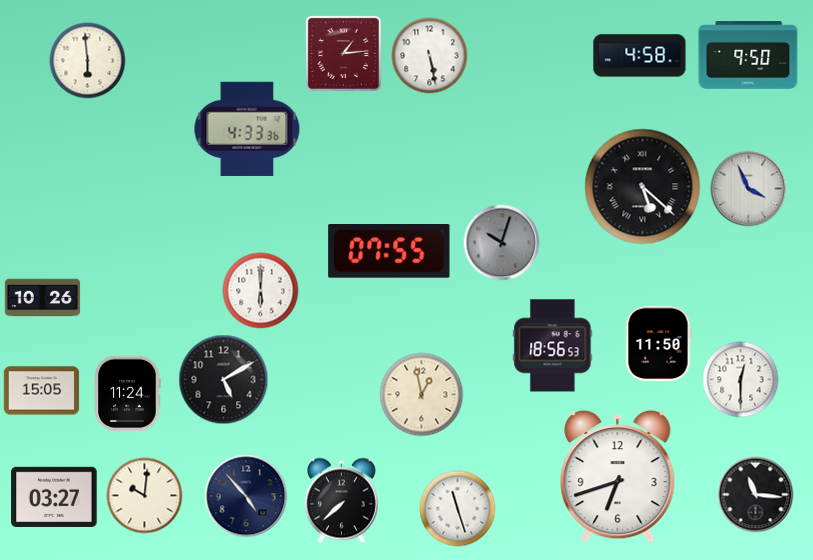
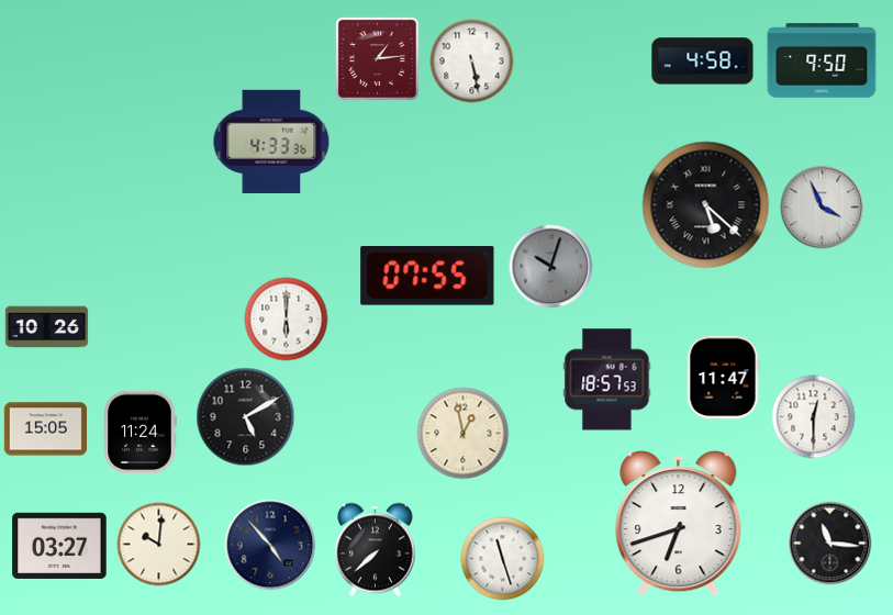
clock at (88, 61): 5:59 -> none
clock at (658, 344): 11:50 -> 11:47
clock at (553, 346): 18:56 -> 18:57
